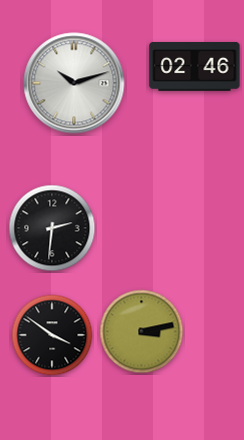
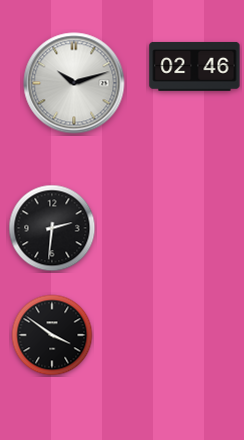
clock at (142, 332): 3:13 -> none
